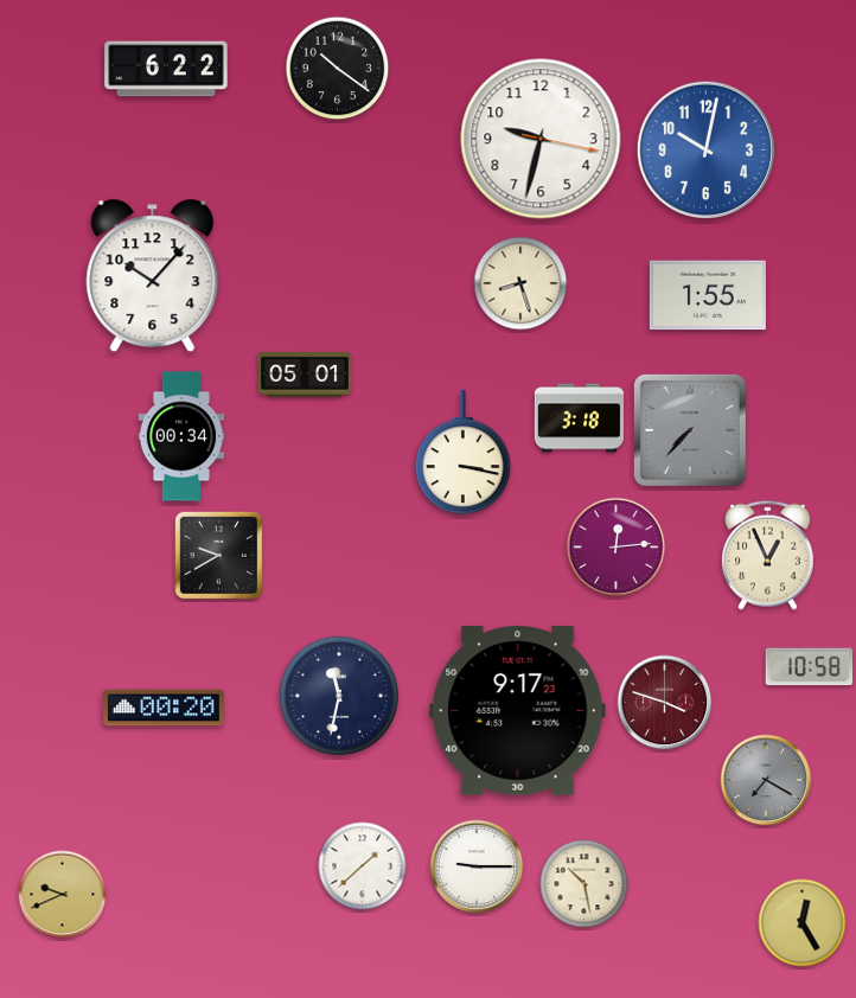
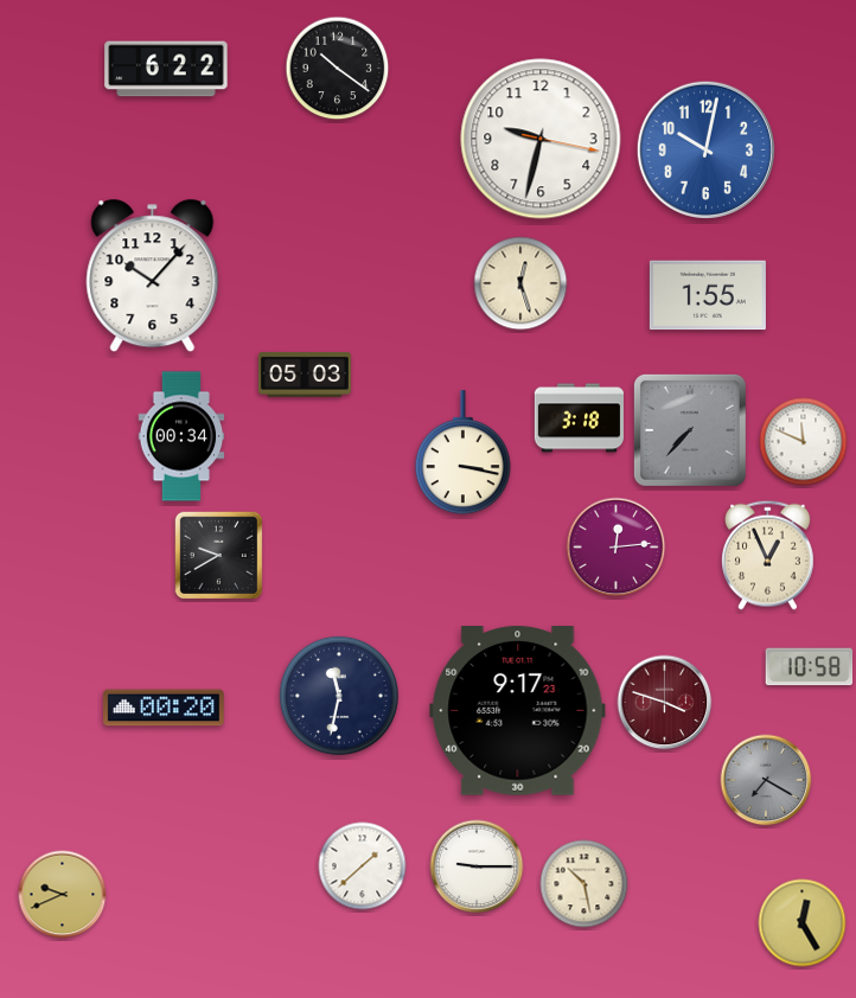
clock at (520, 283): 8:27 -> 12:27
clock at (305, 376): 05:01 -> 05:03
clock at (804, 442): none -> 11:49
